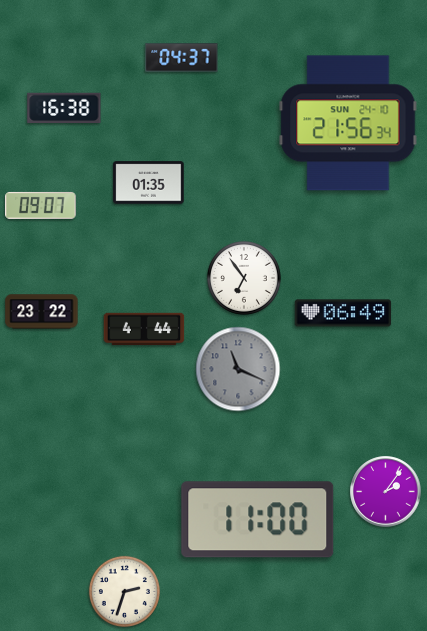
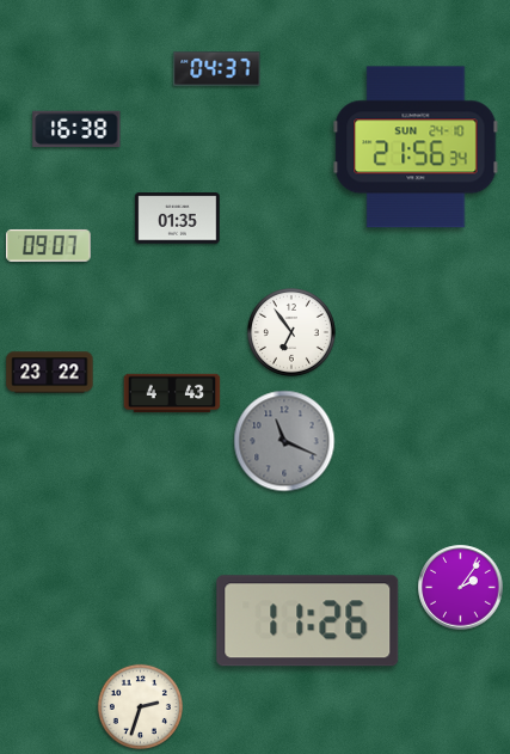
clock at (343, 313): 06:49 -> none
clock at (144, 329): 4:44 -> 4:43
clock at (258, 520): 11:00 -> 11:26
clock at (124, 591) position: (124, 591) -> (140, 706)
